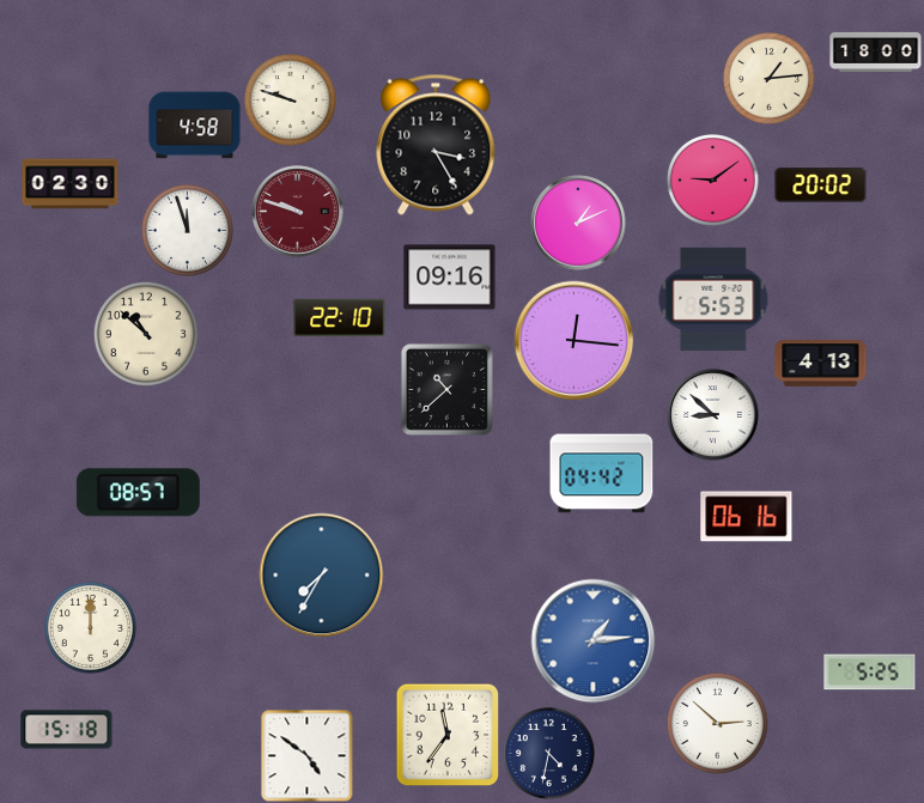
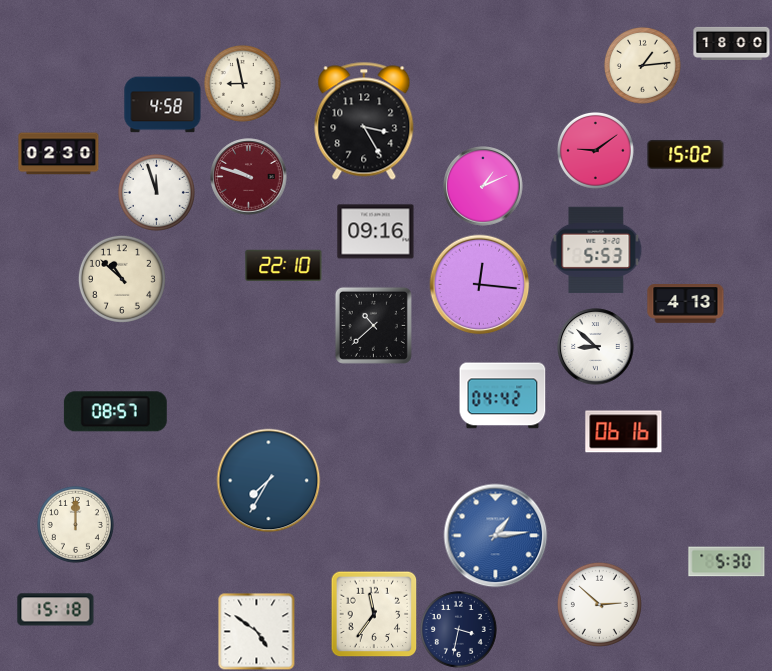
clock at (290, 99): 9:48 -> 8:58
clock at (821, 185): 20:02 -> 15:02
clock at (870, 673): 5:25 -> 5:30
clock at (548, 753): 4:32 -> 3:32
